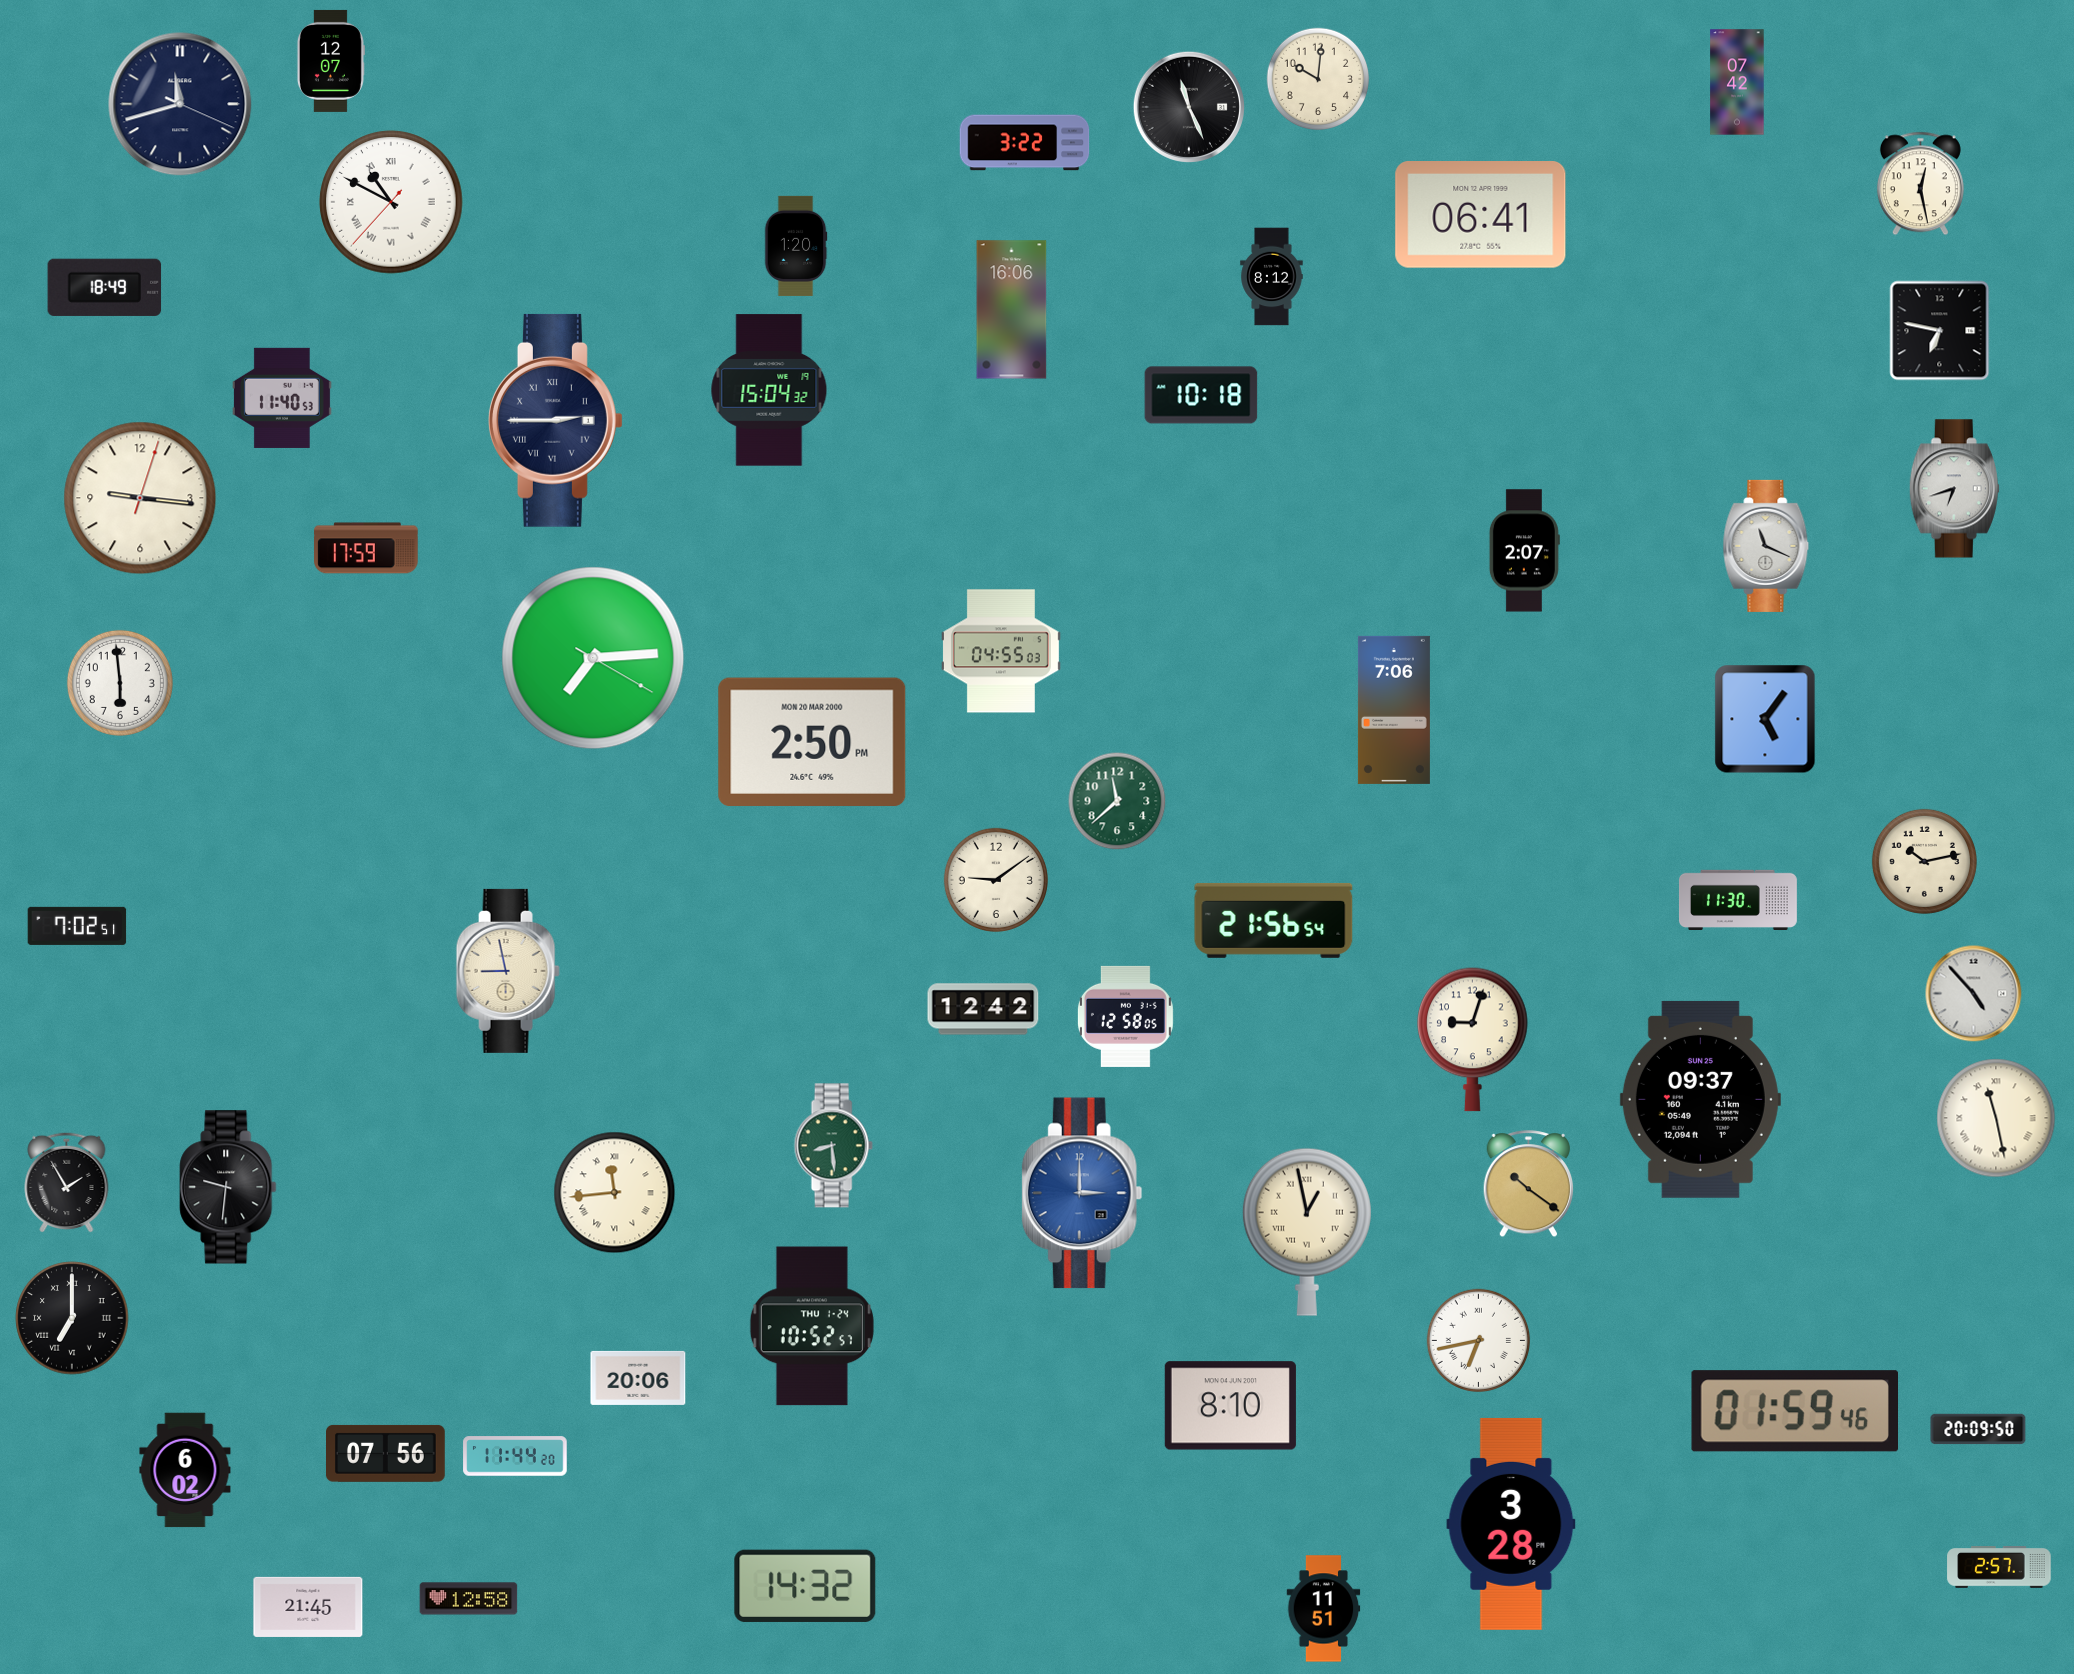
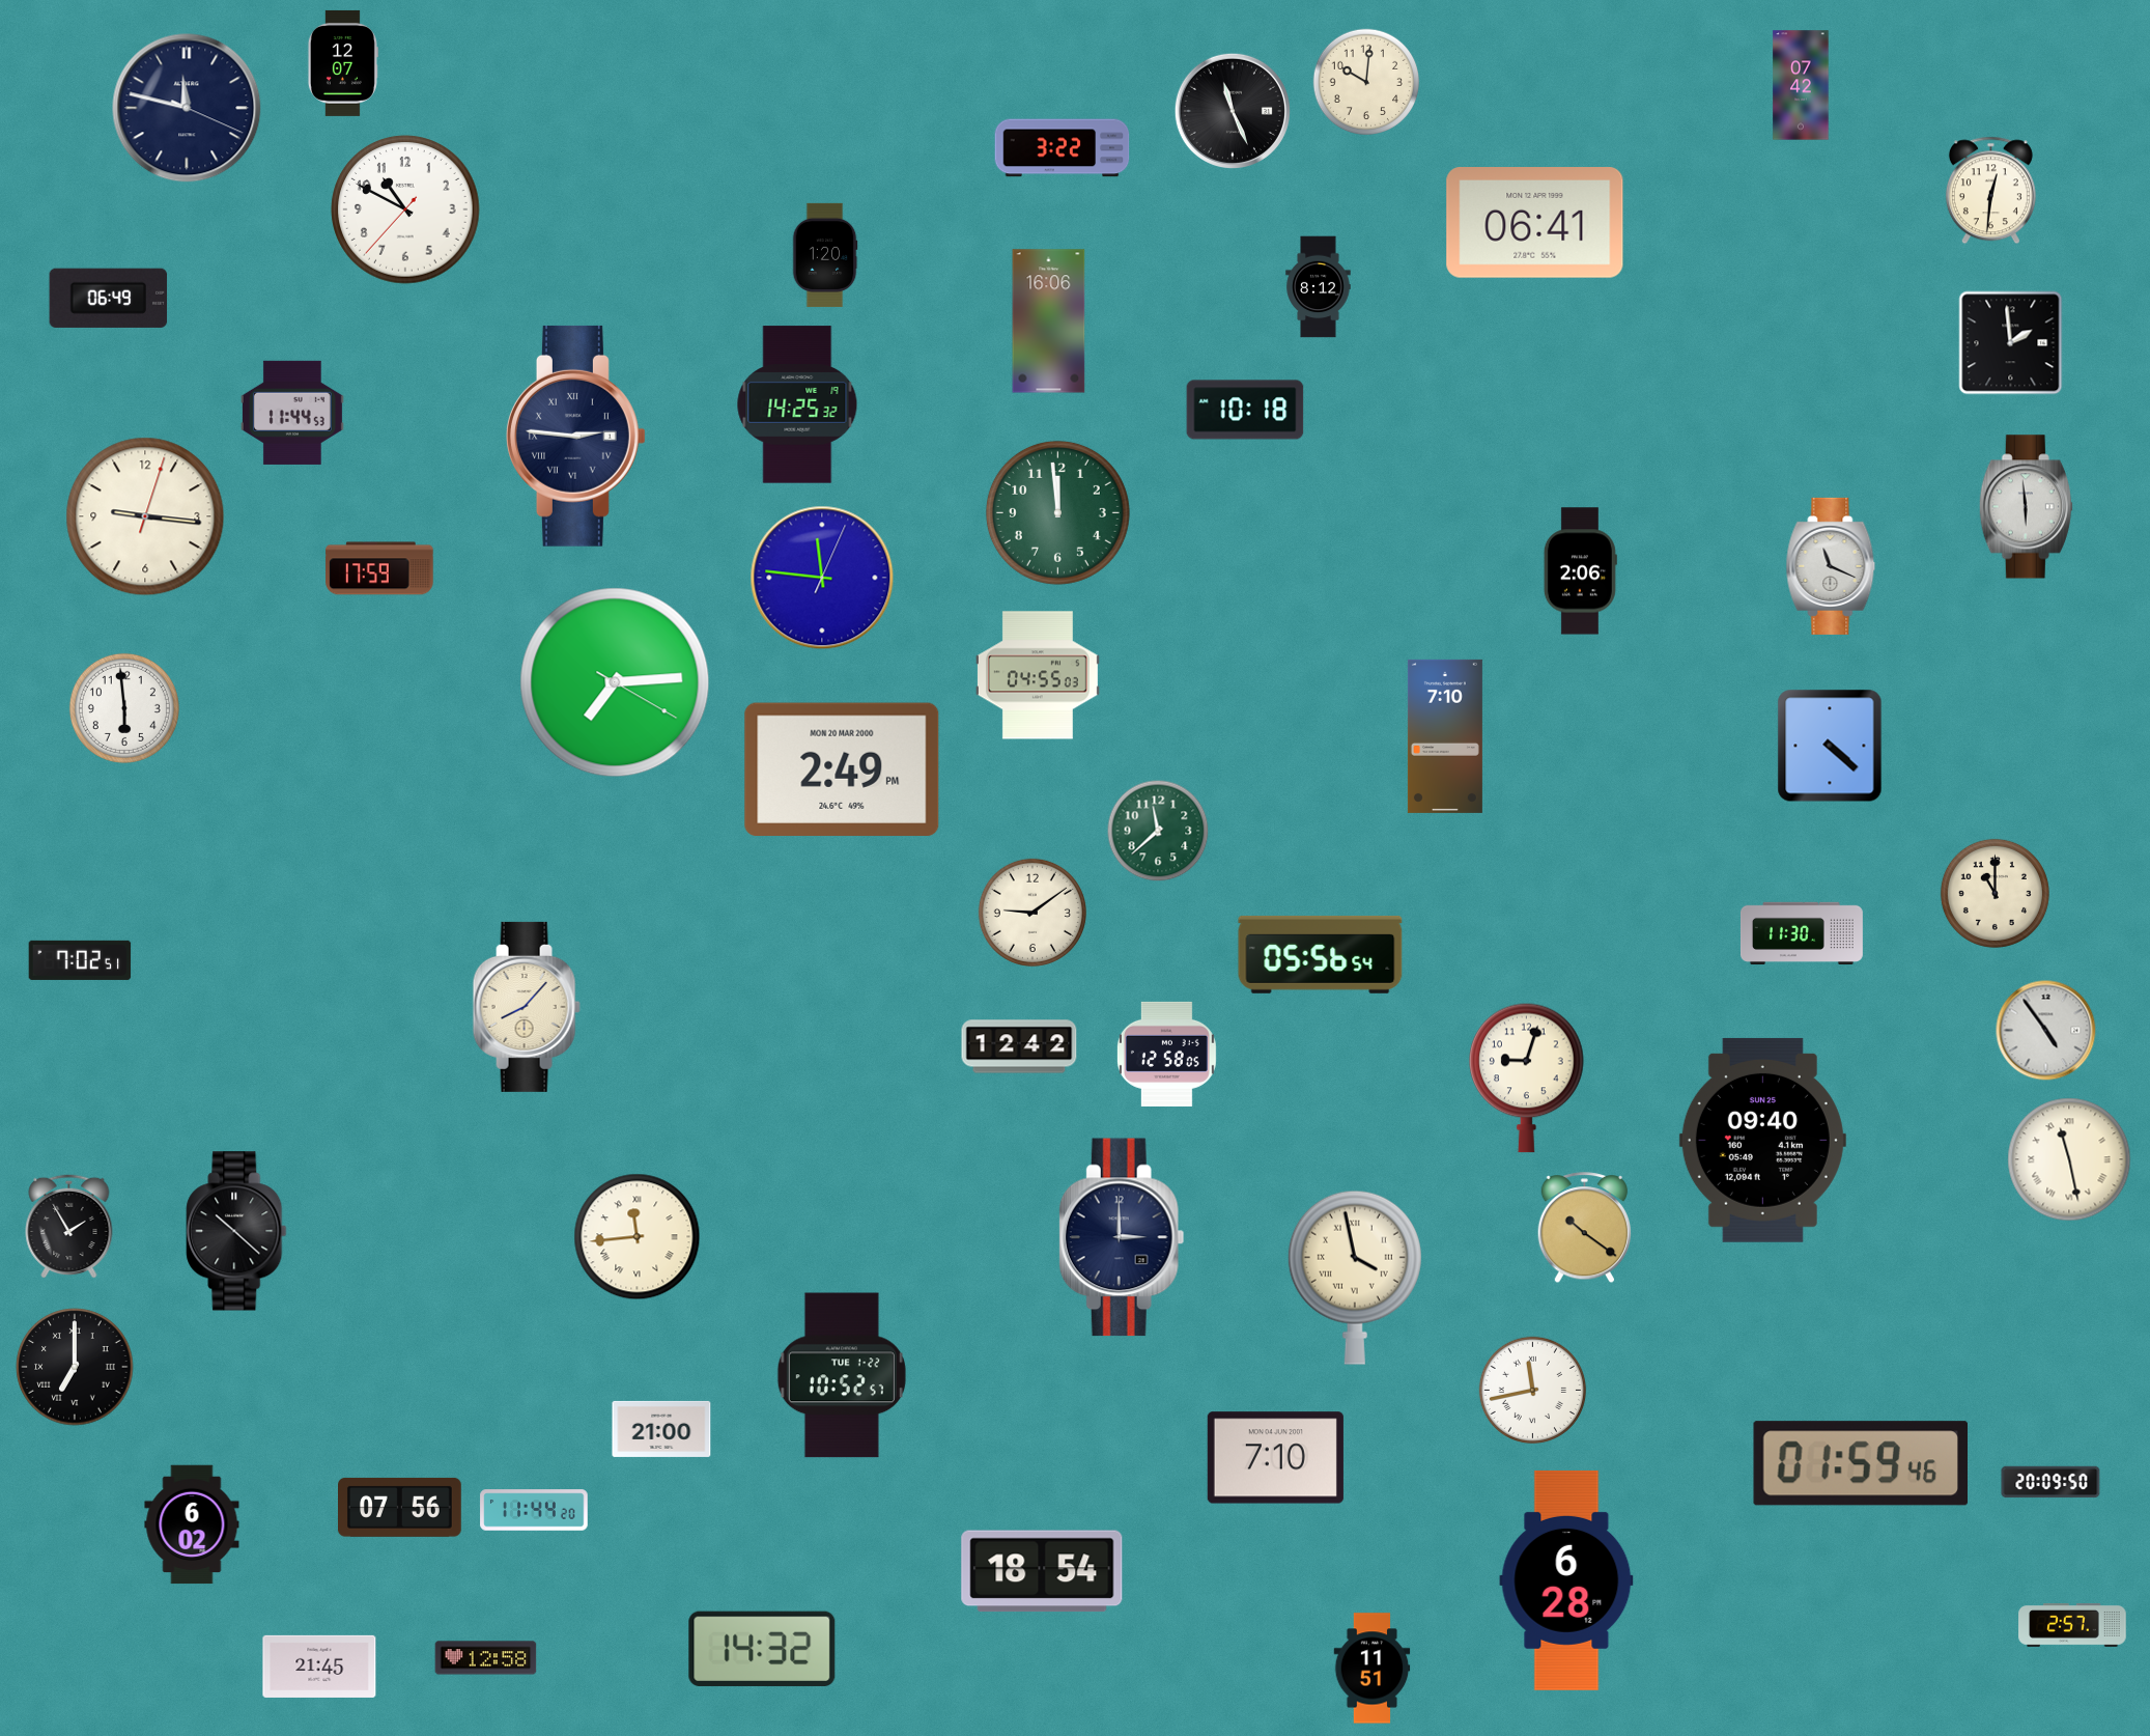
clock at (180, 104): 11:42 -> 11:47
clock at (1920, 184): 12:28 -> 12:31
clock at (391, 202) numerals: Roman -> Arabic
clock at (105, 287): 18:49 -> 06:49
clock at (1940, 331): 6:47 -> 1:59
clock at (769, 390): 15:04 -> 14:25
clock at (282, 398): 11:40 -> 11:44
clock at (555, 420): 2:45 -> 2:46
clock at (1954, 489): 6:42 -> 5:59
clock at (1057, 512): none -> 11:59
clock at (1524, 551): 2:07 -> 2:06
clock at (822, 578): none -> 11:46
clock at (1394, 710): 7:06 -> 7:10
clock at (1765, 719): 5:06 -> 4:22
clock at (812, 742): 2:50 -> 2:49
clock at (1924, 861): 10:13 -> 11:00
clock at (1274, 920): 21:56 -> 05:56
clock at (508, 971): 8:58 -> 8:07
clock at (1974, 994): 4:53 -> 4:54
clock at (1700, 1099): 09:37 -> 09:40
clock at (833, 1146): 8:29 -> none
clock at (228, 1187): 9:31 -> 10:22
clock at (1082, 1193) dial: blue -> navy
clock at (1307, 1232): 12:58 -> 3:58
clock at (812, 1326) date: THU 1-24 -> TUE 1-22
clock at (1478, 1340): 6:43 -> 11:43
clock at (638, 1378): 20:06 -> 21:00
clock at (1230, 1406): 8:10 -> 7:10
clock at (1042, 1571): none -> 18:54
clock at (1511, 1524): 3:28 -> 6:28
clock at (805, 1586) position: (805, 1586) -> (762, 1649)
